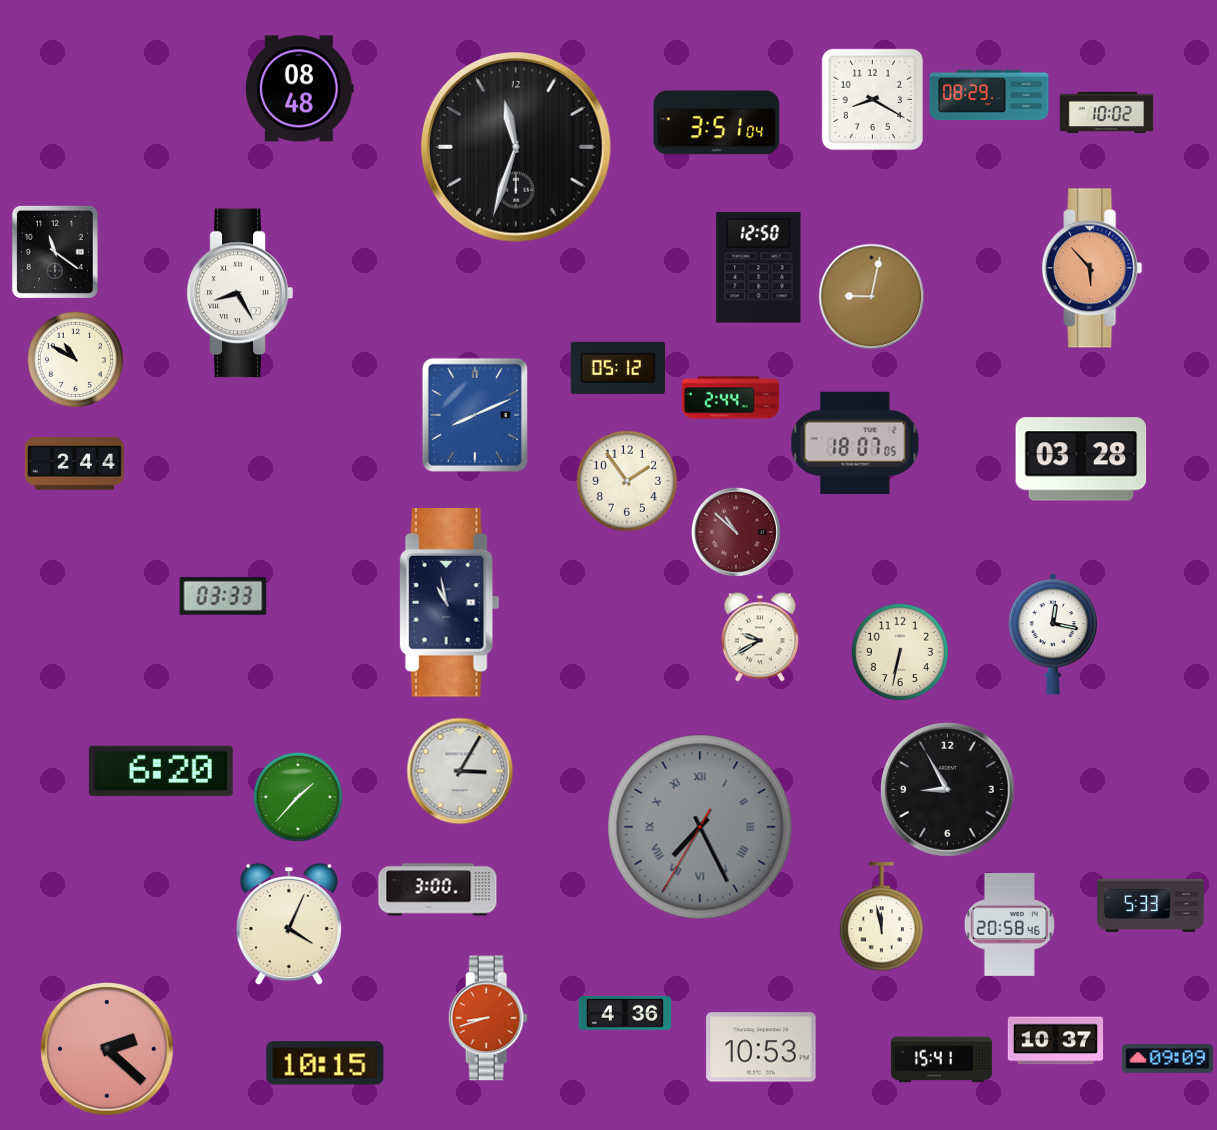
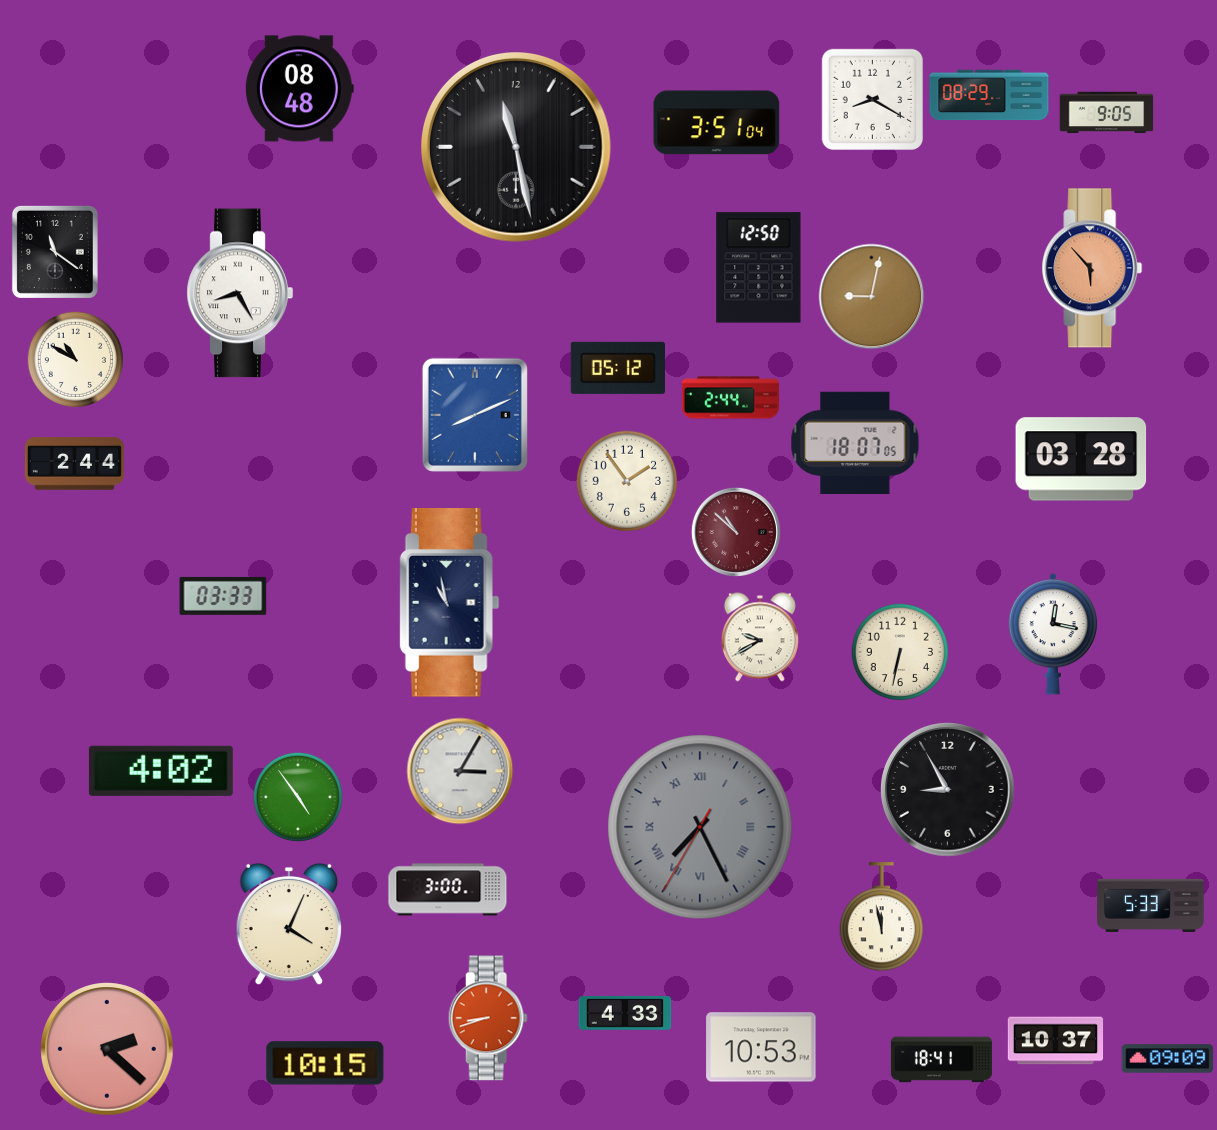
clock at (1107, 113): 10:02 -> 9:05
clock at (517, 148): 11:33 -> 11:28
clock at (161, 771): 6:20 -> 4:02
clock at (298, 797): 1:37 -> 4:54
clock at (438, 890) position: (438, 890) -> (448, 890)
clock at (1009, 924): 20:58 -> none
clock at (625, 1013): 4:36 -> 4:33
clock at (941, 1060): 15:41 -> 18:41
